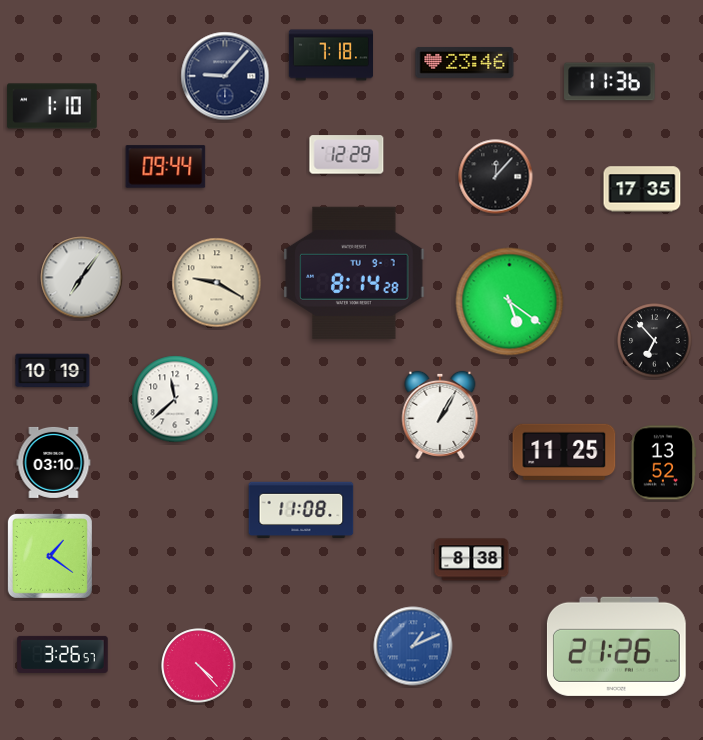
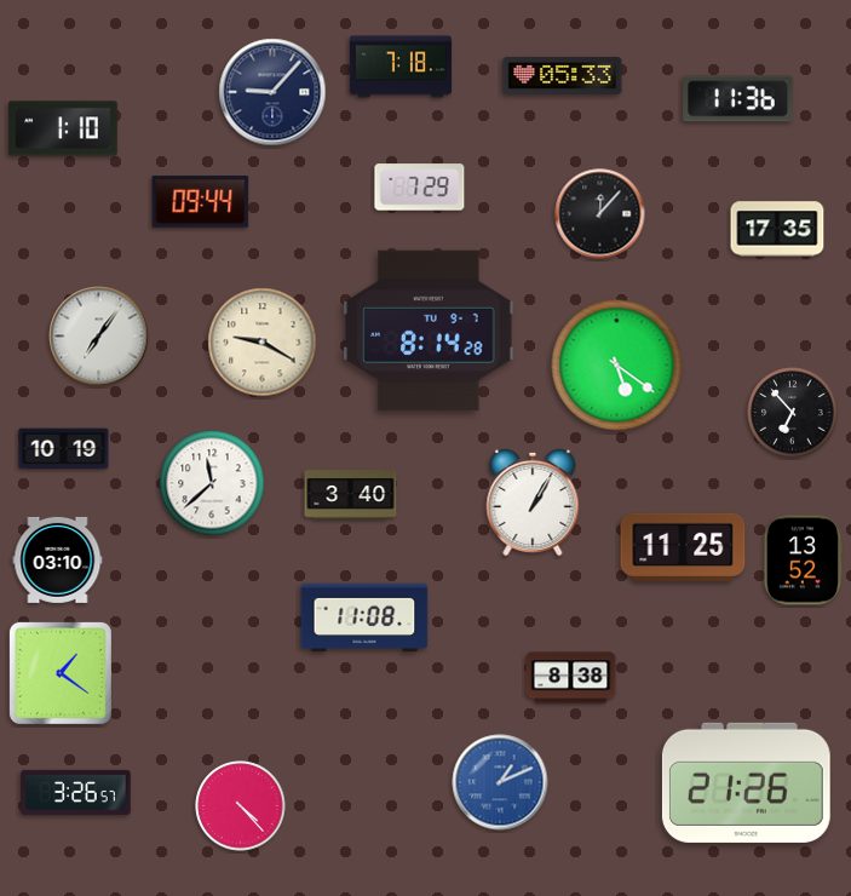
clock at (465, 62): 23:46 -> 05:33
clock at (347, 155): 12:29 -> 7:29
clock at (351, 495): none -> 3:40
clock at (54, 462) position: (54, 462) -> (58, 559)
